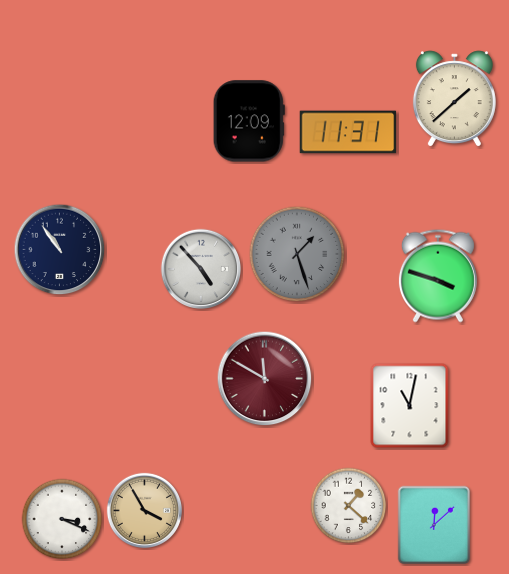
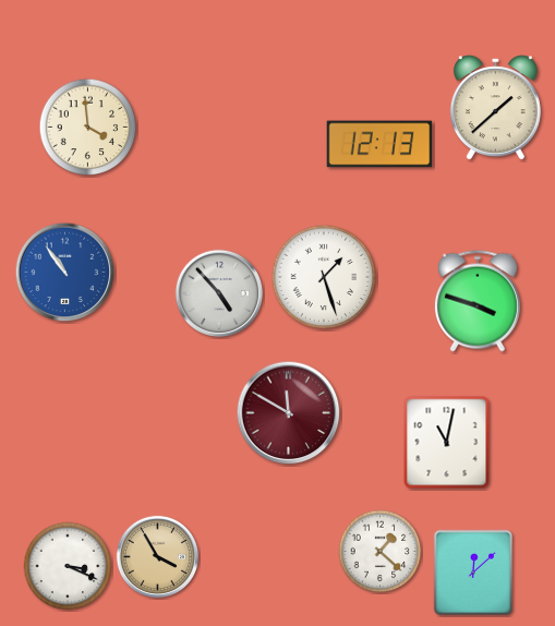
clock at (88, 128): none -> 3:59
clock at (249, 121): 12:09 -> none
clock at (348, 132): 11:31 -> 12:13
clock at (60, 250) dial: navy -> blue
clock at (297, 254) dial: grey -> white
